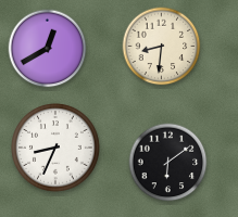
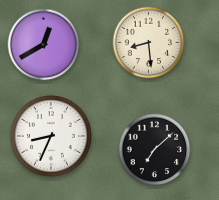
clock at (162, 47): 8:31 -> 8:29
clock at (168, 163): 6:09 -> 7:08
